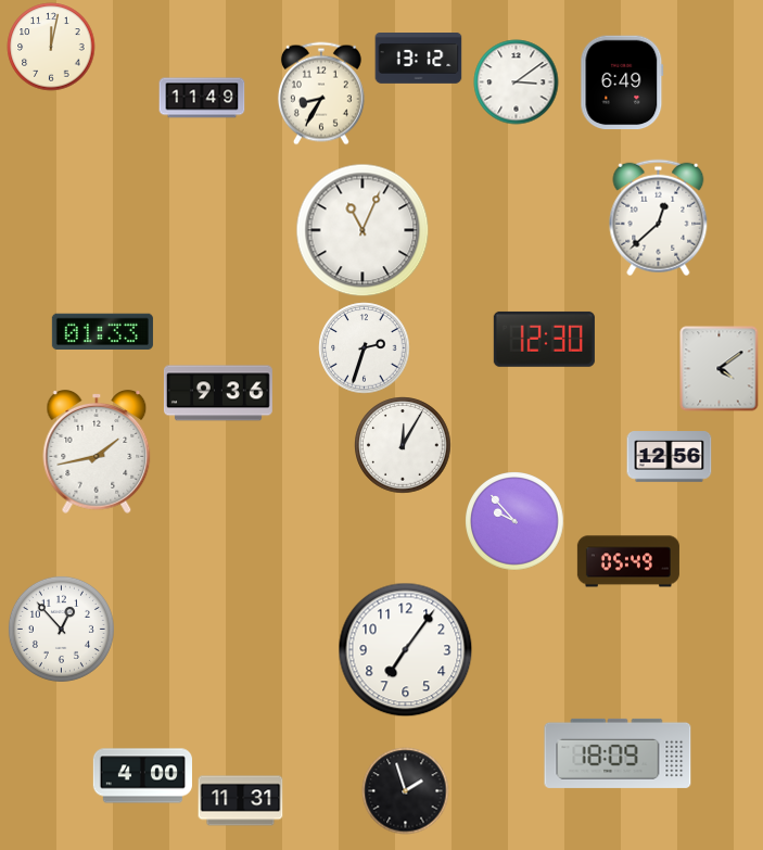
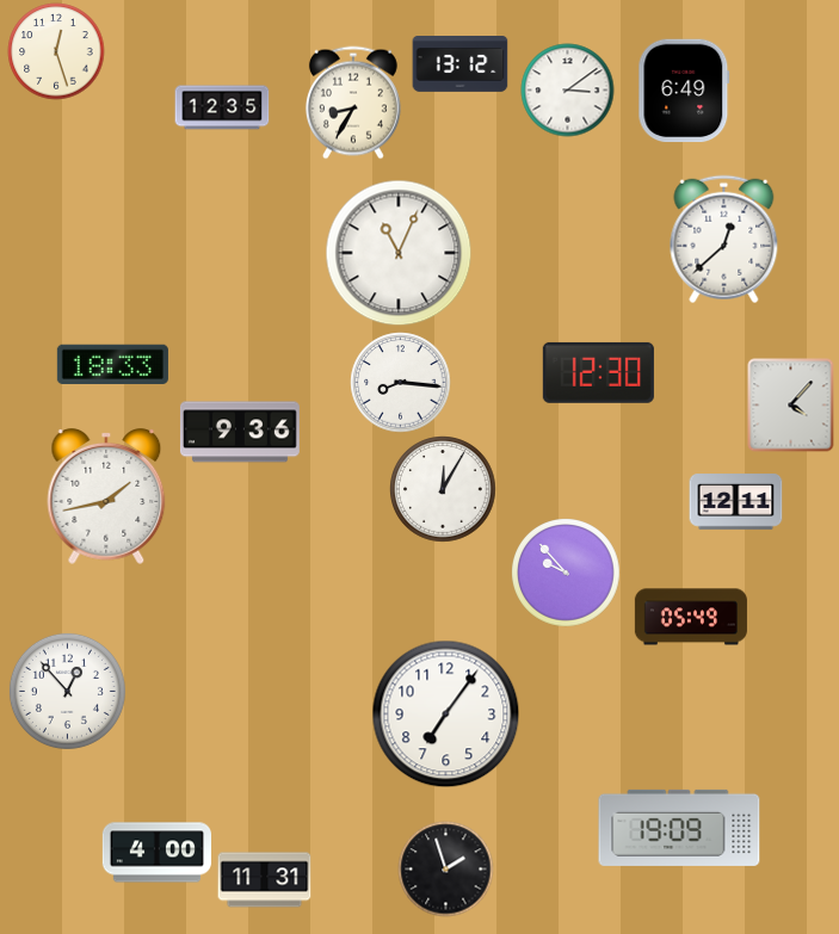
clock at (51, 47): 12:02 -> 12:27
clock at (202, 98): 11:49 -> 12:35
clock at (102, 332): 01:33 -> 18:33
clock at (364, 347): 2:33 -> 8:16
clock at (720, 368): 4:09 -> 4:07
clock at (669, 457): 12:56 -> 12:11
clock at (618, 753): 18:09 -> 19:09
